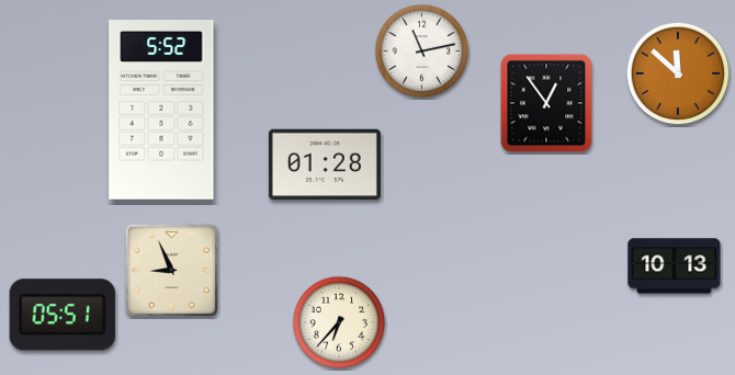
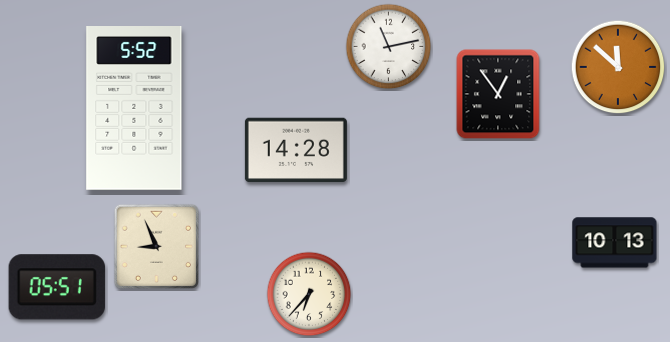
clock at (422, 52) position: (422, 52) -> (389, 47)
clock at (161, 111) position: (161, 111) -> (134, 109)
clock at (325, 164): 01:28 -> 14:28
